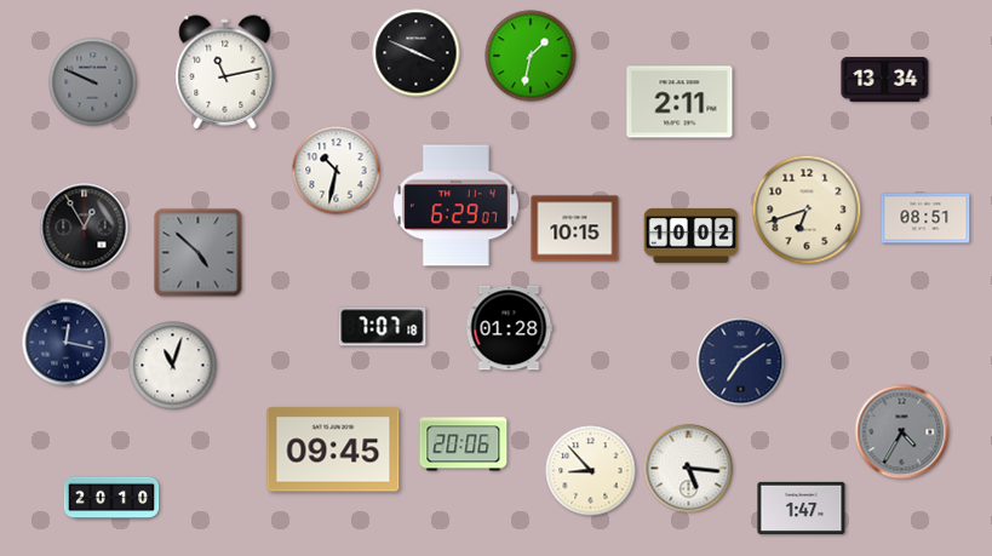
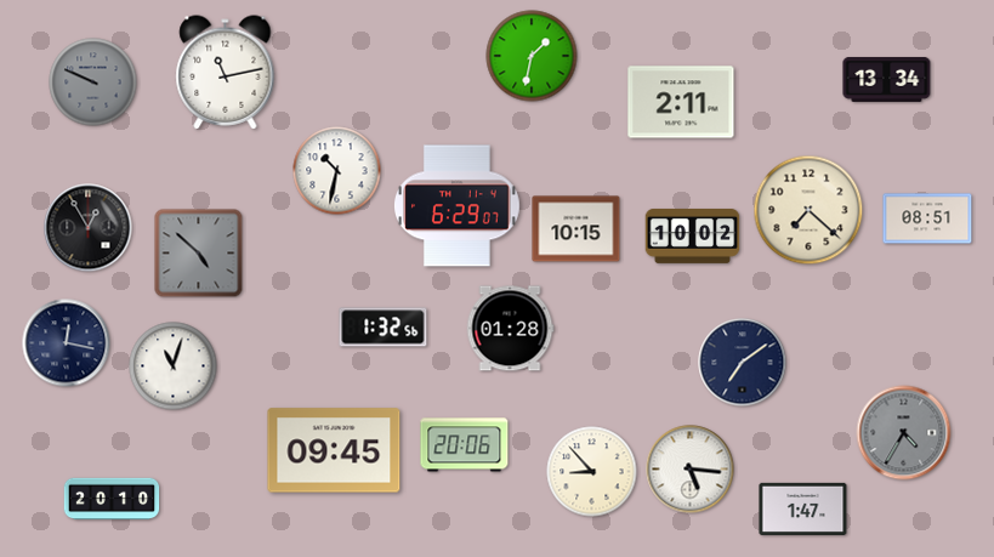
clock at (417, 53): 3:49 -> none
clock at (807, 210): 6:42 -> 7:22
clock at (85, 228) position: (85, 228) -> (89, 228)
clock at (383, 327): 7:07 -> 1:32
